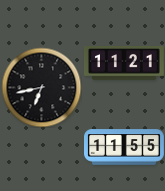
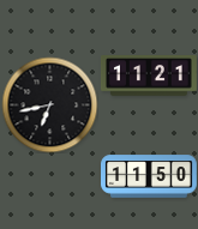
clock at (125, 147): 11:55 -> 11:50
